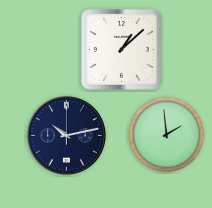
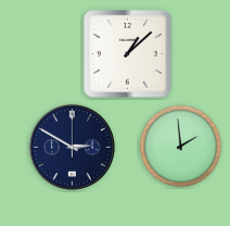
clock at (122, 50) position: (122, 50) -> (128, 54)
clock at (66, 135): 10:13 -> 2:50
